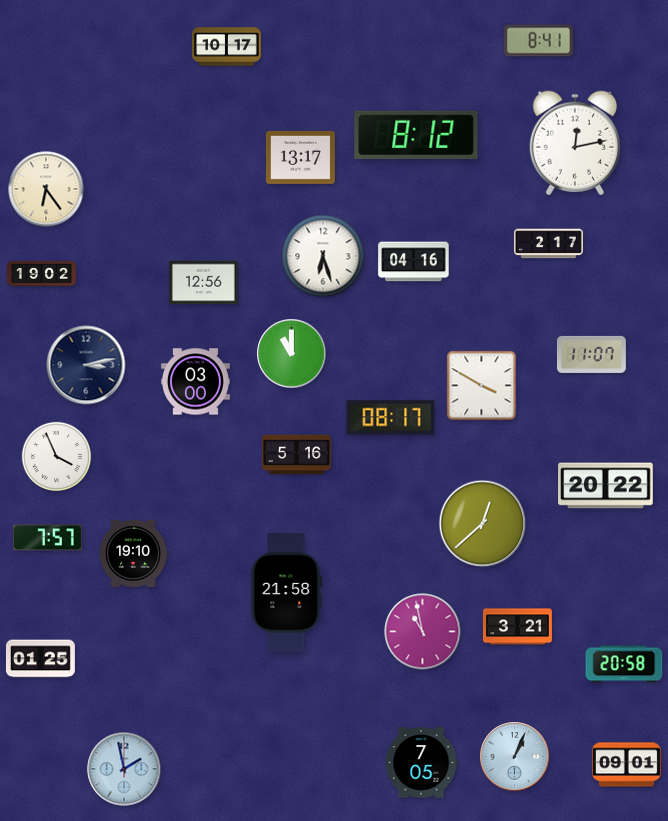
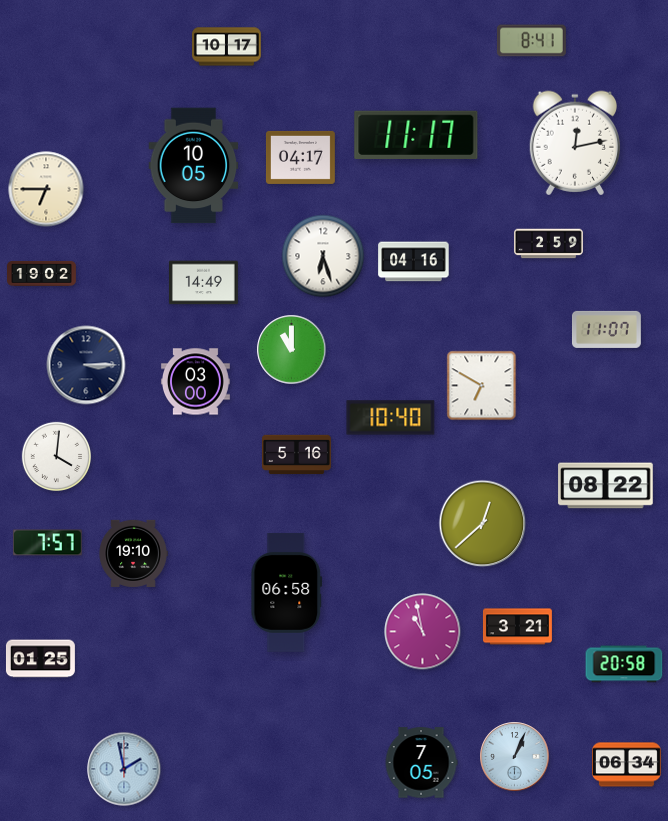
clock at (538, 41) position: (538, 41) -> (531, 41)
clock at (416, 134): 8:12 -> 11:17
clock at (300, 157): 13:17 -> 04:17
clock at (194, 166): none -> 10:05
clock at (46, 189): 6:24 -> 6:45
clock at (549, 244): 2:17 -> 2:59
clock at (203, 283): 12:56 -> 14:49
clock at (292, 354) position: (292, 354) -> (292, 350)
clock at (591, 354) position: (591, 354) -> (606, 329)
clock at (86, 365): 3:13 -> 3:15
clock at (482, 386): 3:50 -> 6:50
clock at (391, 418): 08:17 -> 10:40
clock at (56, 456): 3:56 -> 4:01
clock at (606, 486): 20:22 -> 08:22
clock at (47, 538) position: (47, 538) -> (47, 543)
clock at (287, 592): 21:58 -> 06:58
clock at (627, 765): 09:01 -> 06:34
